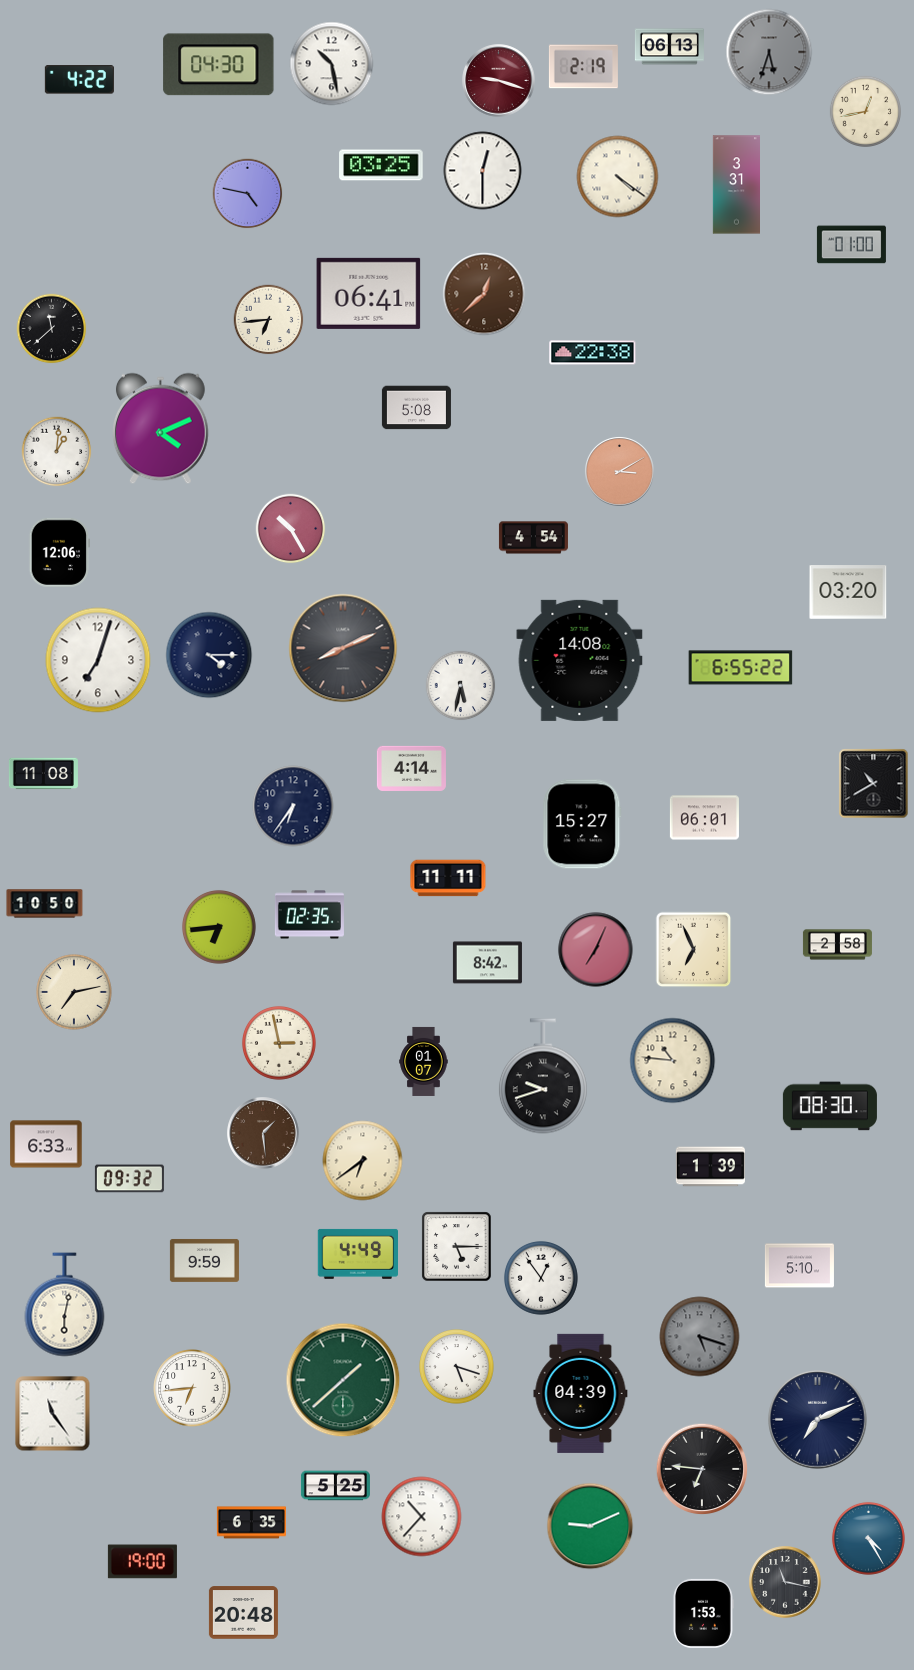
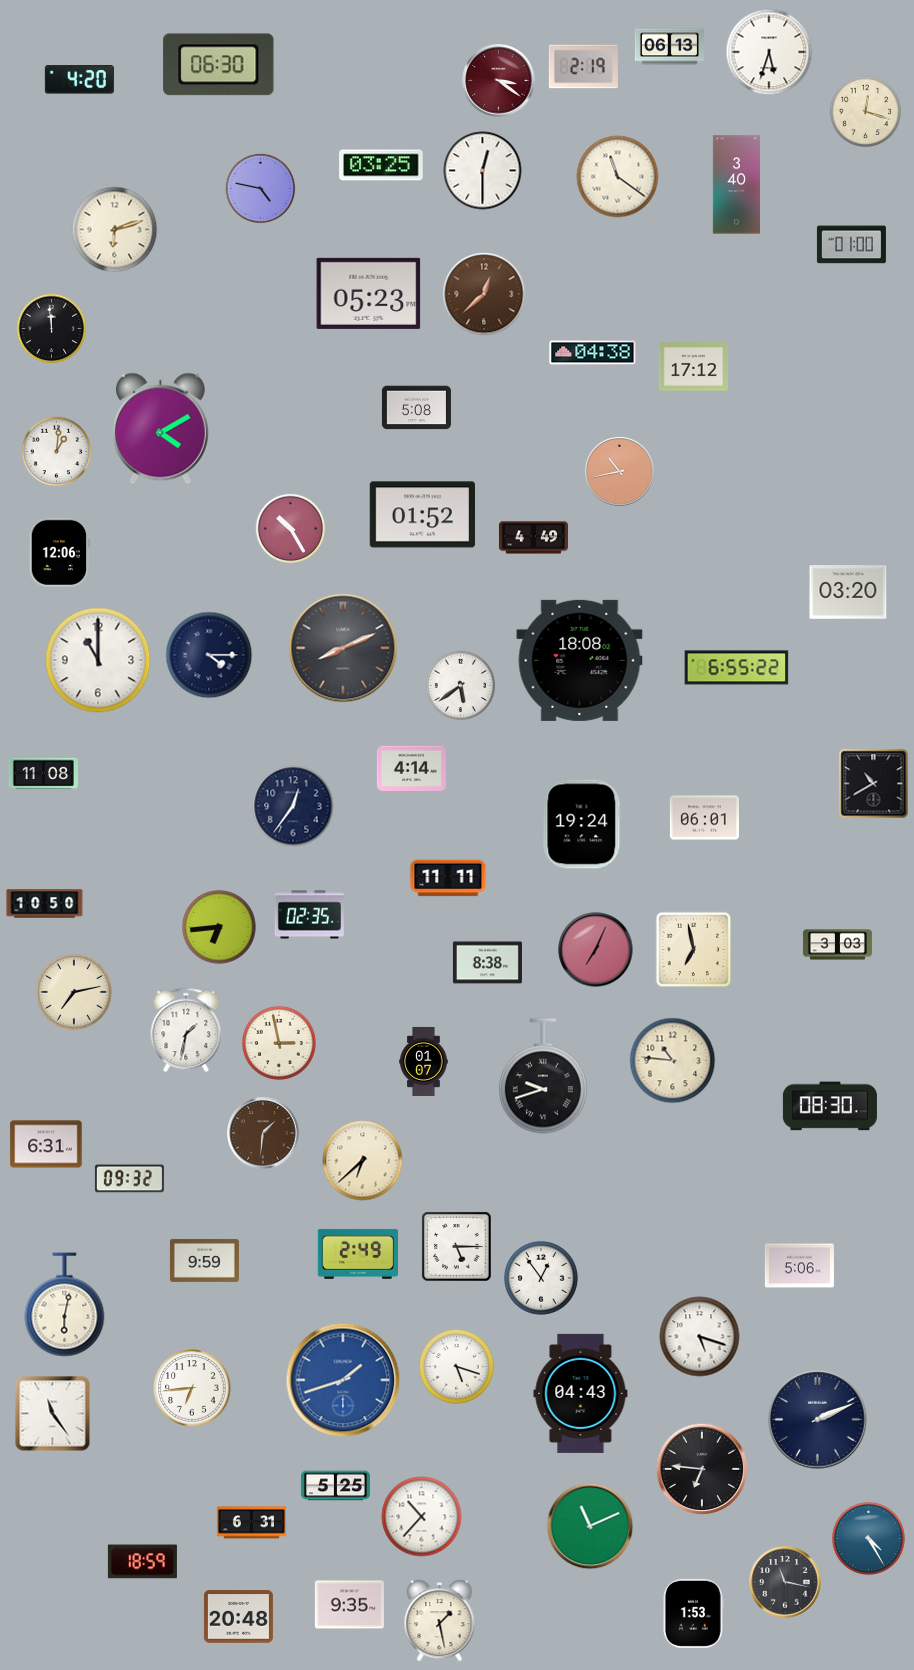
clock at (769, 52) dial: grey -> white
clock at (332, 64): 10:28 -> none
clock at (219, 65): 04:30 -> 06:30
clock at (79, 80): 4:22 -> 4:20
clock at (499, 81): 9:18 -> 3:21
clock at (865, 111): 12:43 -> 12:18
clock at (618, 177): 4:21 -> 11:21
clock at (736, 185): 3:31 -> 3:40
clock at (248, 194) position: (248, 194) -> (261, 189)
clock at (115, 230): none -> 6:12
clock at (369, 293): 06:41 -> 05:23
clock at (269, 320): 6:44 -> none
clock at (52, 329): 11:38 -> 11:59
clock at (593, 353): 22:38 -> 04:38
clock at (693, 367): none -> 17:12
clock at (161, 429): 4:11 -> 4:10
clock at (620, 472): 3:10 -> 10:43
clock at (422, 515): none -> 01:52
clock at (533, 538): 4:54 -> 4:49
clock at (98, 660): 7:03 -> 11:00
clock at (580, 660): 14:08 -> 18:08
clock at (741, 668) position: (741, 668) -> (737, 668)
clock at (461, 686): 5:32 -> 5:39
clock at (293, 806): 6:36 -> 12:36
clock at (582, 824): 15:27 -> 19:24
clock at (837, 945): 2:58 -> 3:03
clock at (694, 950): 6:56 -> 6:58
clock at (487, 963): 8:42 -> 8:38
clock at (186, 1030): none -> 1:32
clock at (263, 1133): 1:29 -> 1:31
clock at (46, 1144): 6:33 -> 6:31
clock at (363, 1161): 6:39 -> 6:38
clock at (710, 1167): 1:39 -> none
clock at (357, 1254): 4:49 -> 2:49
clock at (799, 1266): 5:10 -> 5:06
clock at (700, 1337) dial: grey -> white
clock at (343, 1380): 1:38 -> 1:42
clock at (343, 1380) dial: green -> blue
clock at (581, 1393): 04:39 -> 04:43
clock at (818, 1420): 7:11 -> 2:11
clock at (251, 1523): 6:35 -> 6:31
clock at (590, 1526): 9:11 -> 11:11
clock at (142, 1562): 19:00 -> 18:59
clock at (349, 1605): none -> 9:35
clock at (243, 1613) position: (243, 1613) -> (238, 1617)
clock at (703, 1613) position: (703, 1613) -> (693, 1613)
clock at (440, 1621): none -> 1:28
